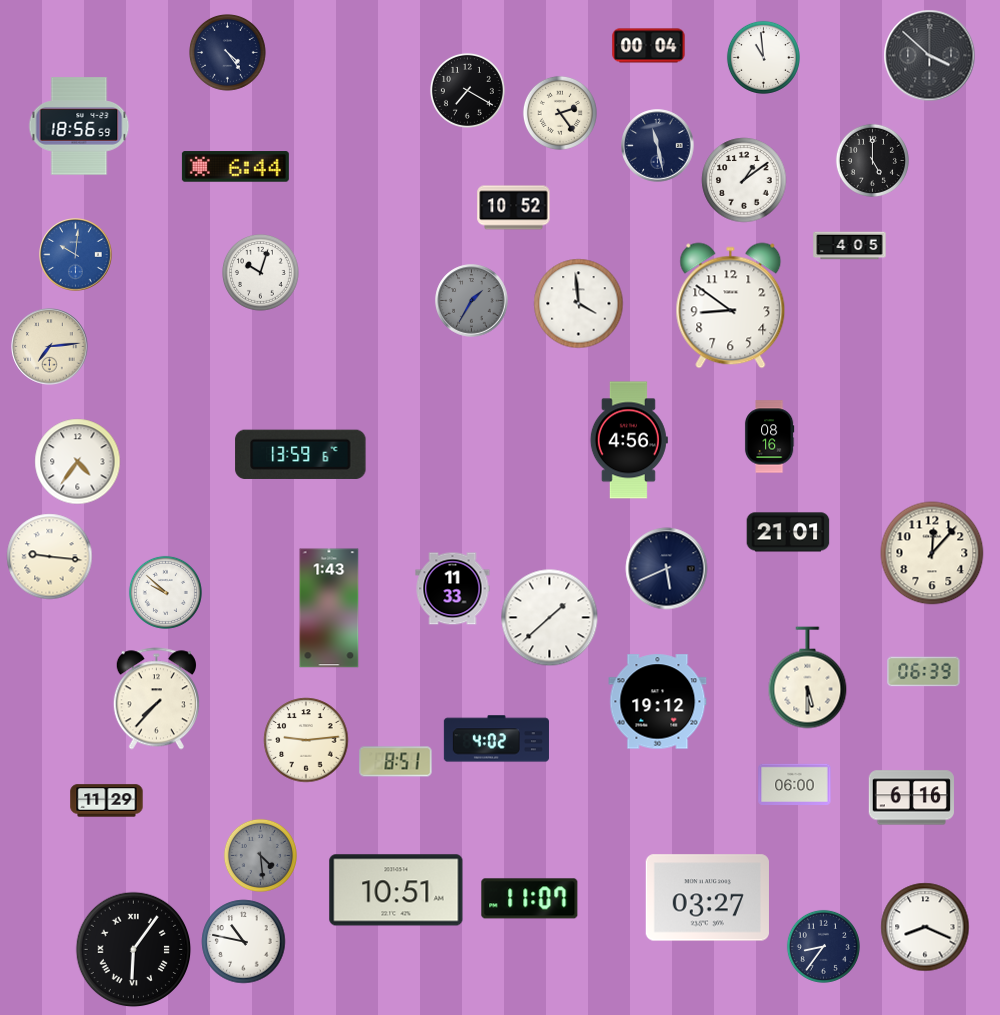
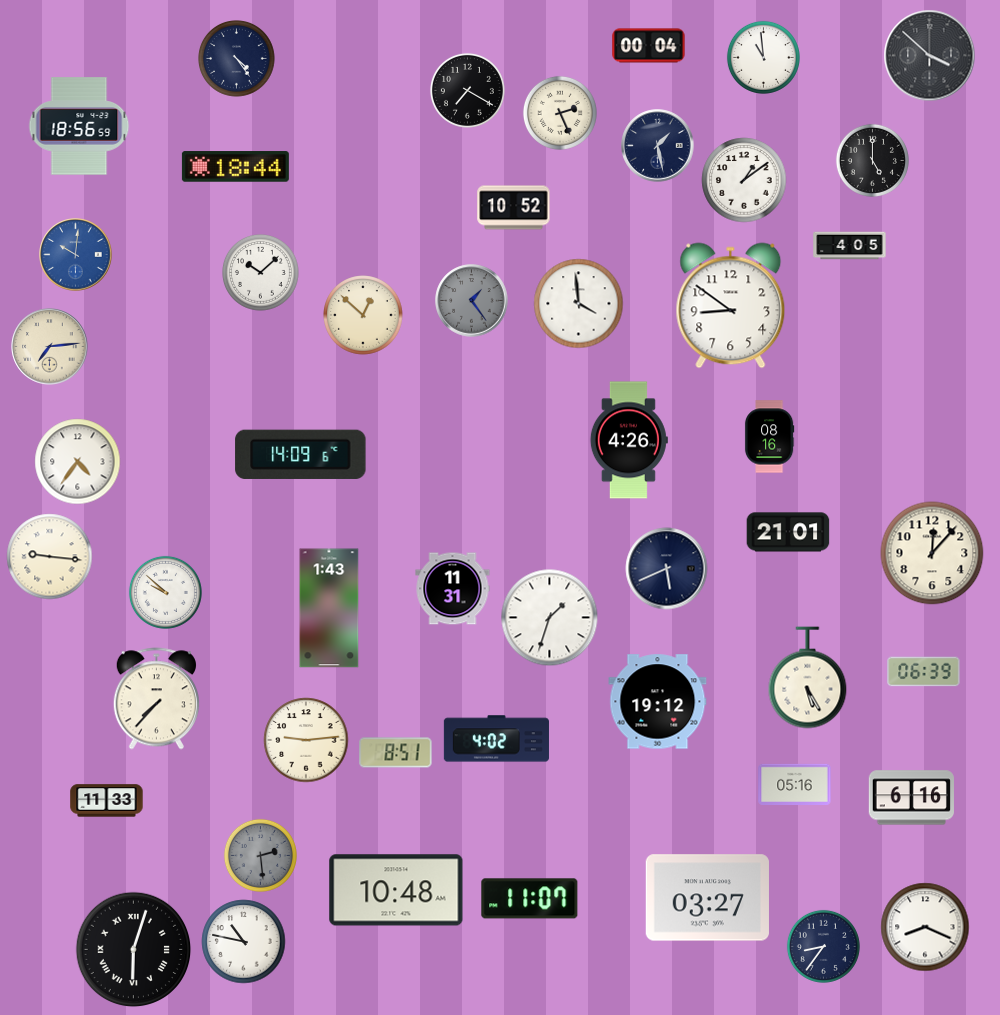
clock at (228, 53) position: (228, 53) -> (237, 59)
clock at (560, 113): 2:24 -> 2:26
clock at (658, 146): 11:28 -> 1:28
clock at (235, 167): 6:44 -> 18:44
clock at (261, 273): 10:03 -> 10:08
clock at (472, 301): 1:35 -> 1:24
clock at (363, 315): none -> 12:52
clock at (629, 440): 4:56 -> 4:26
clock at (301, 454): 13:59 -> 14:09
clock at (453, 589): 11:33 -> 11:31
clock at (550, 618): 1:38 -> 1:33
clock at (808, 678): 5:30 -> 5:25
clock at (396, 762) position: (396, 762) -> (396, 753)
clock at (795, 784): 06:00 -> 05:16
clock at (107, 801): 11:29 -> 11:33
clock at (260, 855): 4:29 -> 2:29
clock at (396, 890): 10:51 -> 10:48
clock at (134, 950): 6:06 -> 6:03
